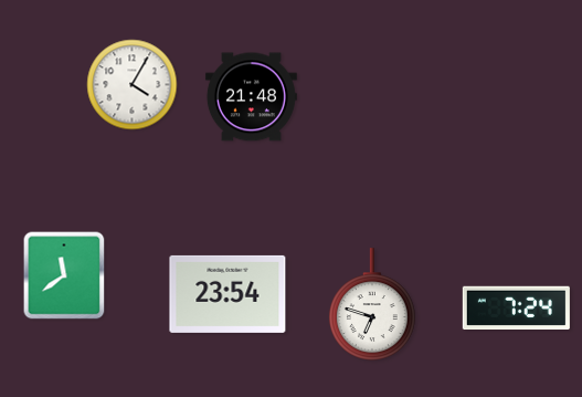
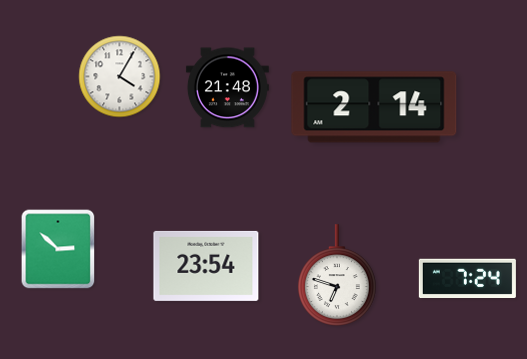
clock at (374, 107): none -> 2:14
clock at (64, 275): 11:39 -> 2:52
